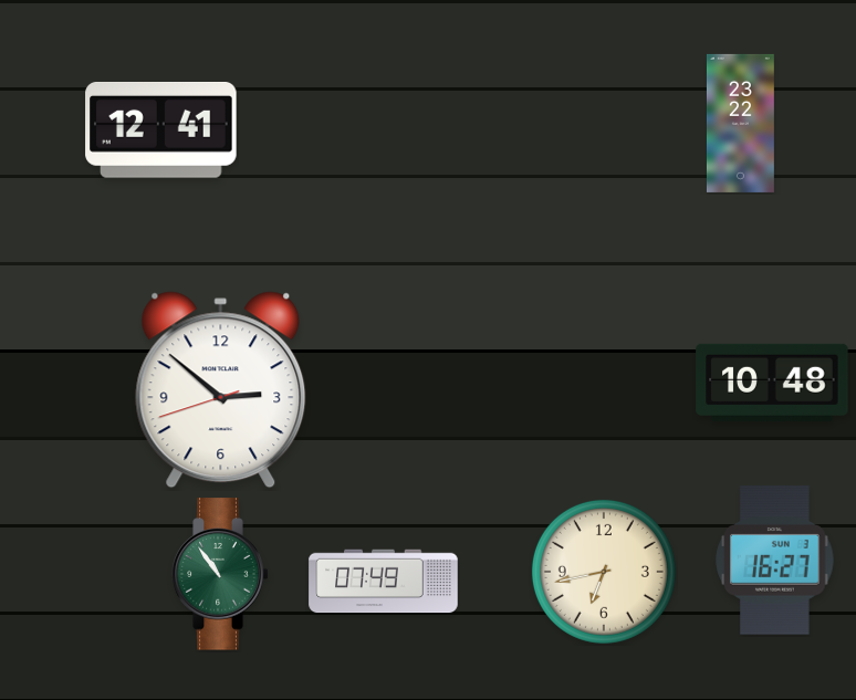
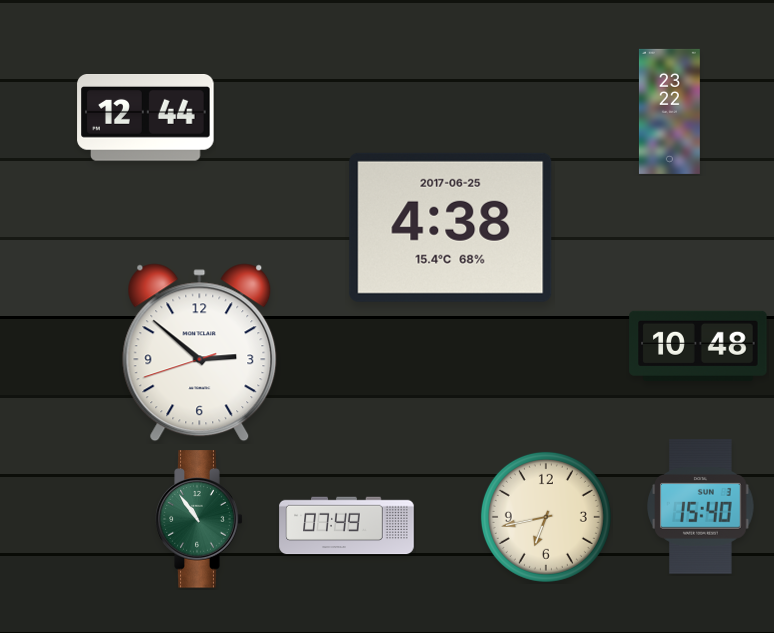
clock at (161, 130): 12:41 -> 12:44
clock at (451, 227): none -> 4:38
clock at (775, 561): 16:27 -> 15:40
